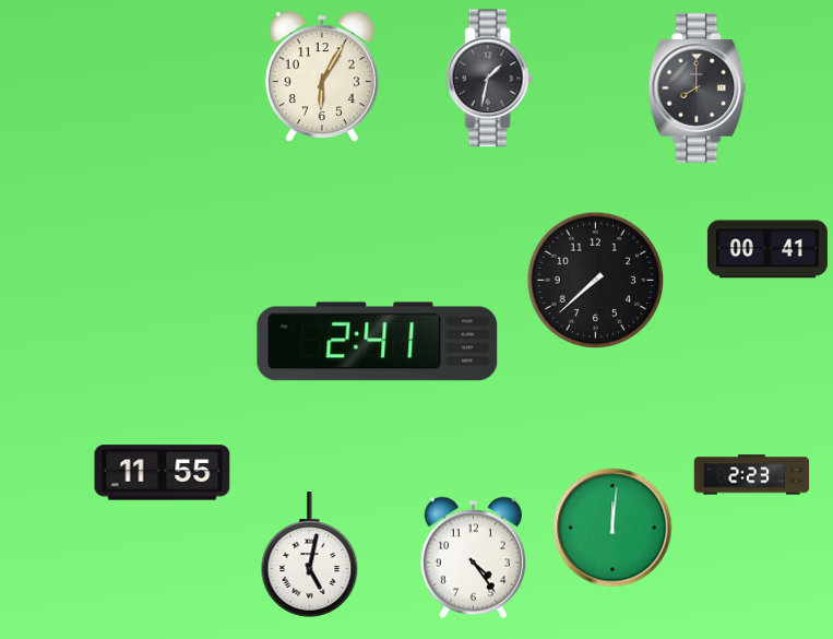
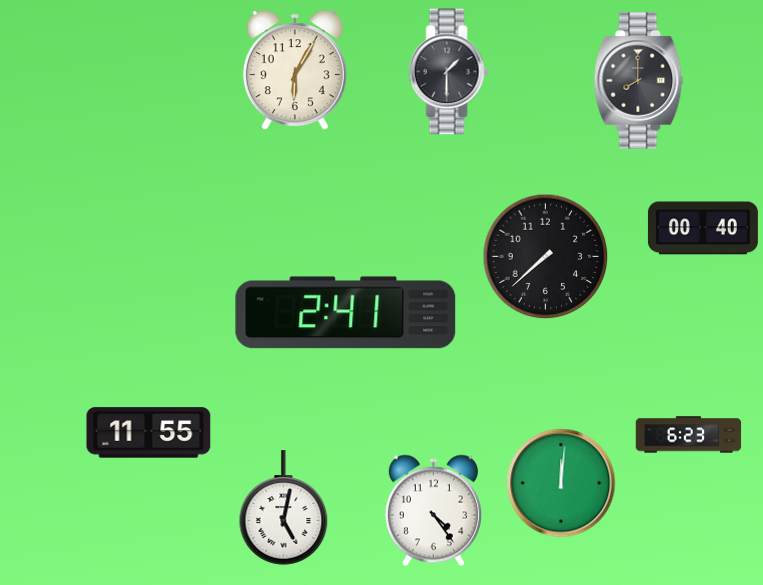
clock at (490, 79): 1:32 -> 1:30
clock at (767, 249): 00:41 -> 00:40
clock at (752, 475): 2:23 -> 6:23
